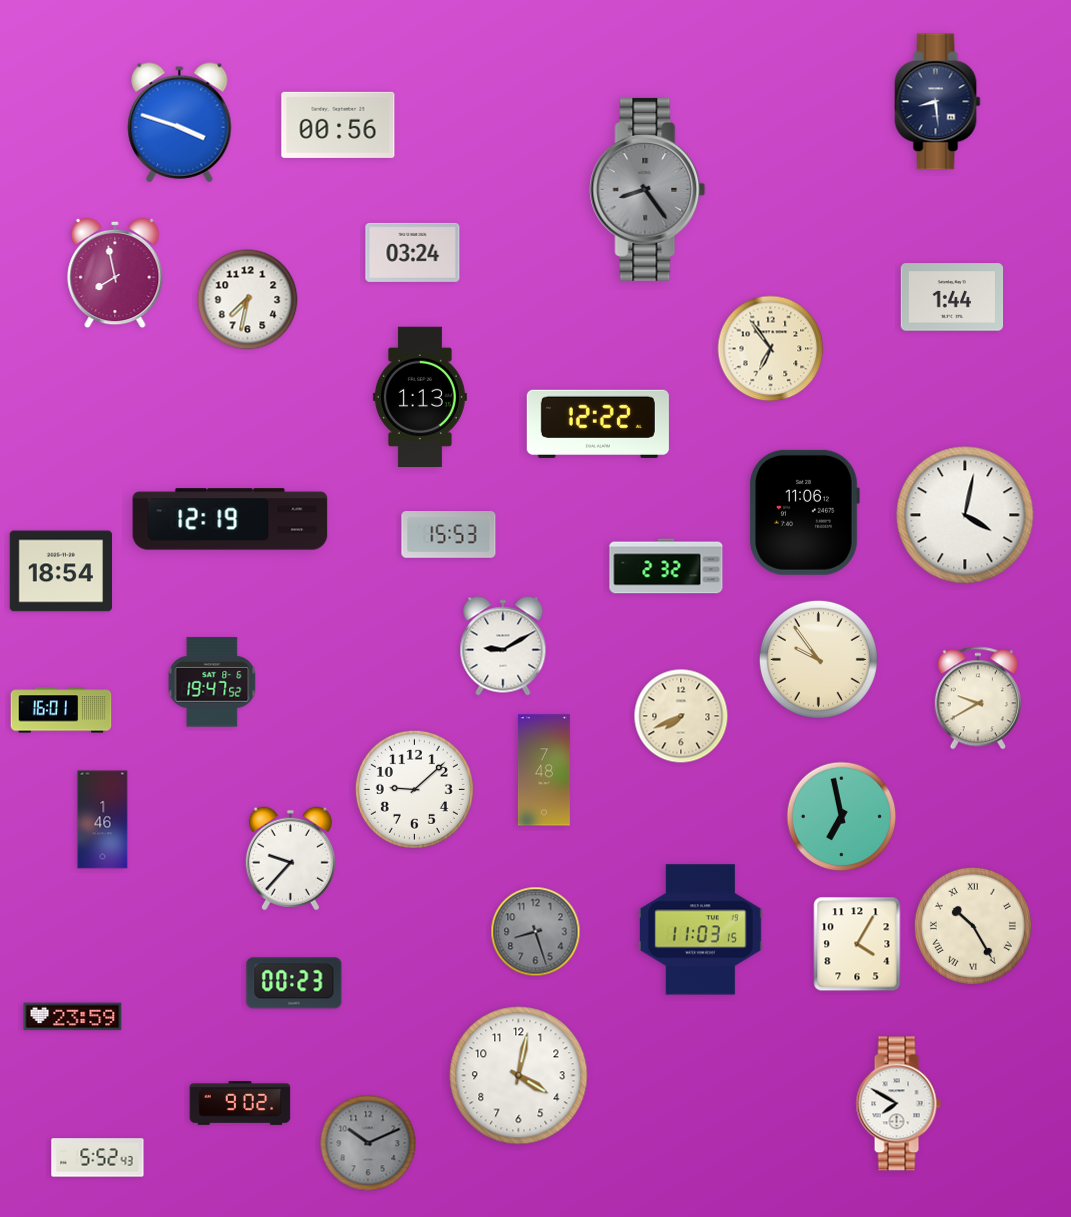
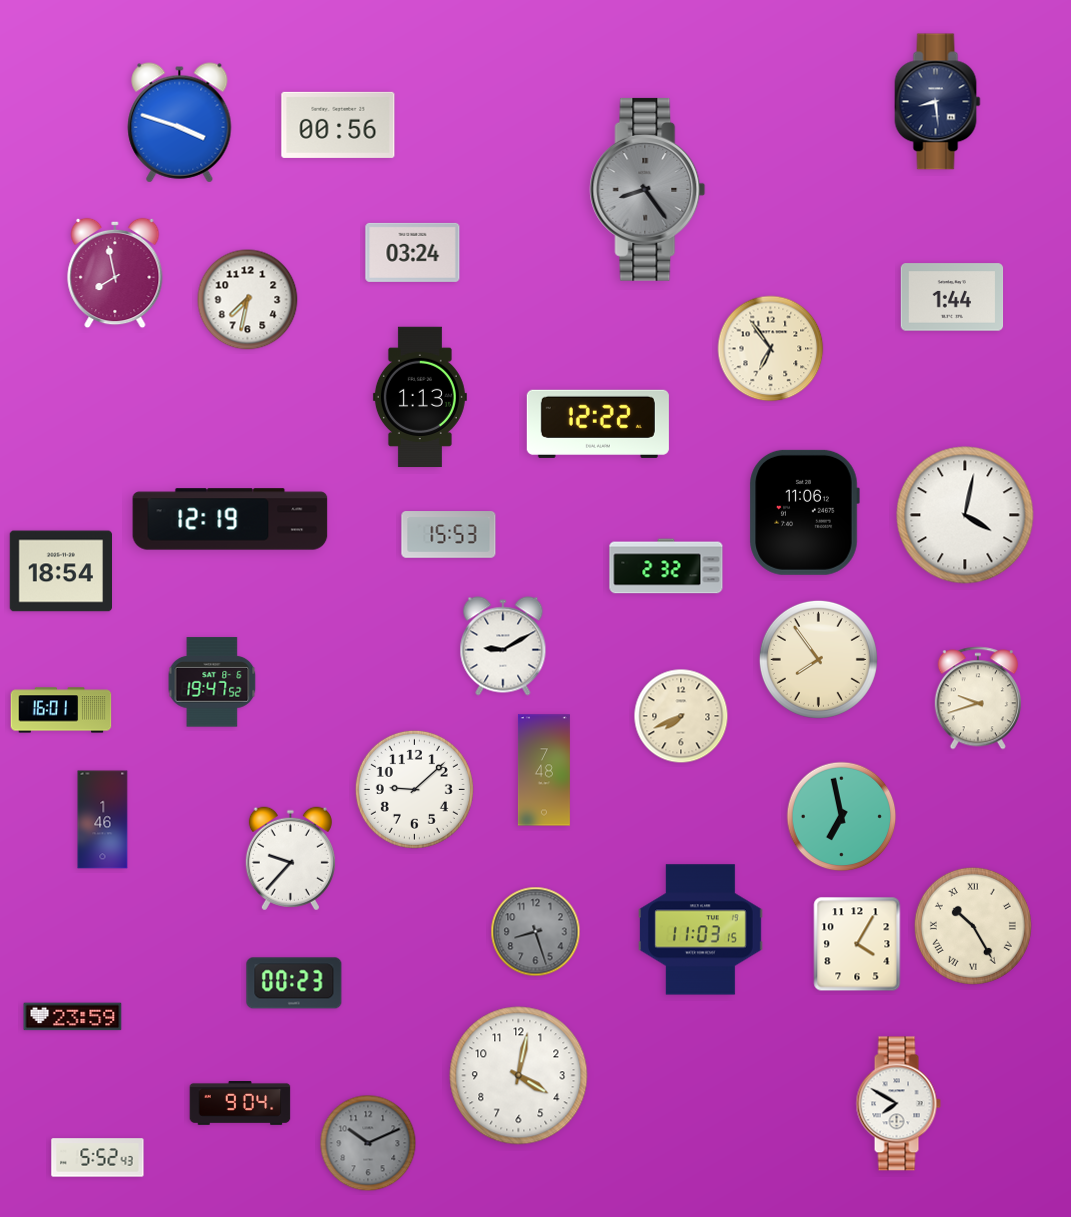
clock at (818, 659): 9:54 -> 7:54
clock at (978, 698): 9:40 -> 9:42
clock at (240, 1104): 9:02 -> 9:04
